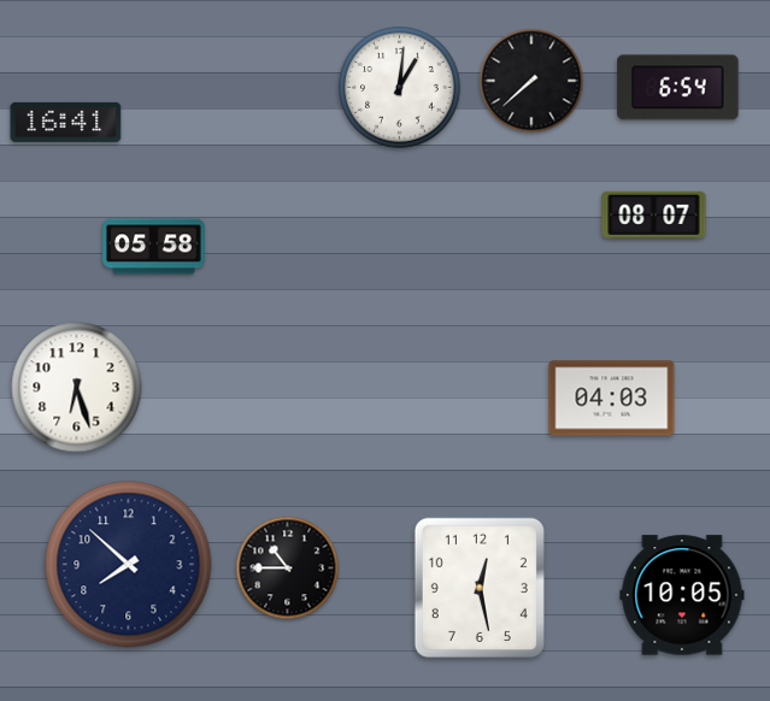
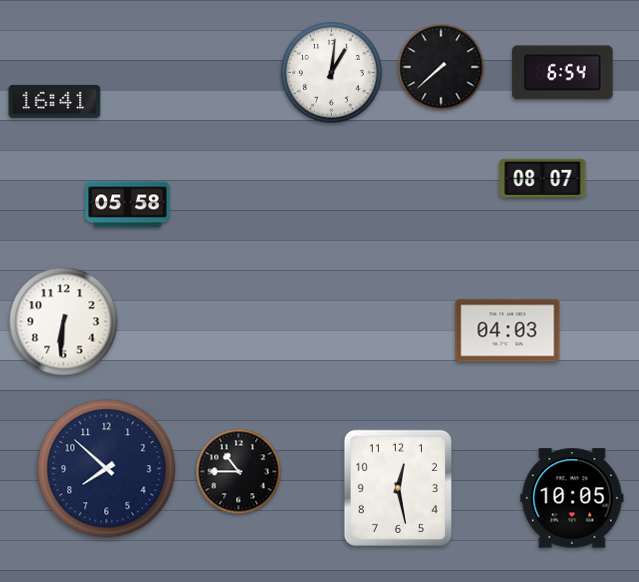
clock at (77, 388): 6:27 -> 6:31
clock at (682, 595) position: (682, 595) -> (572, 498)
